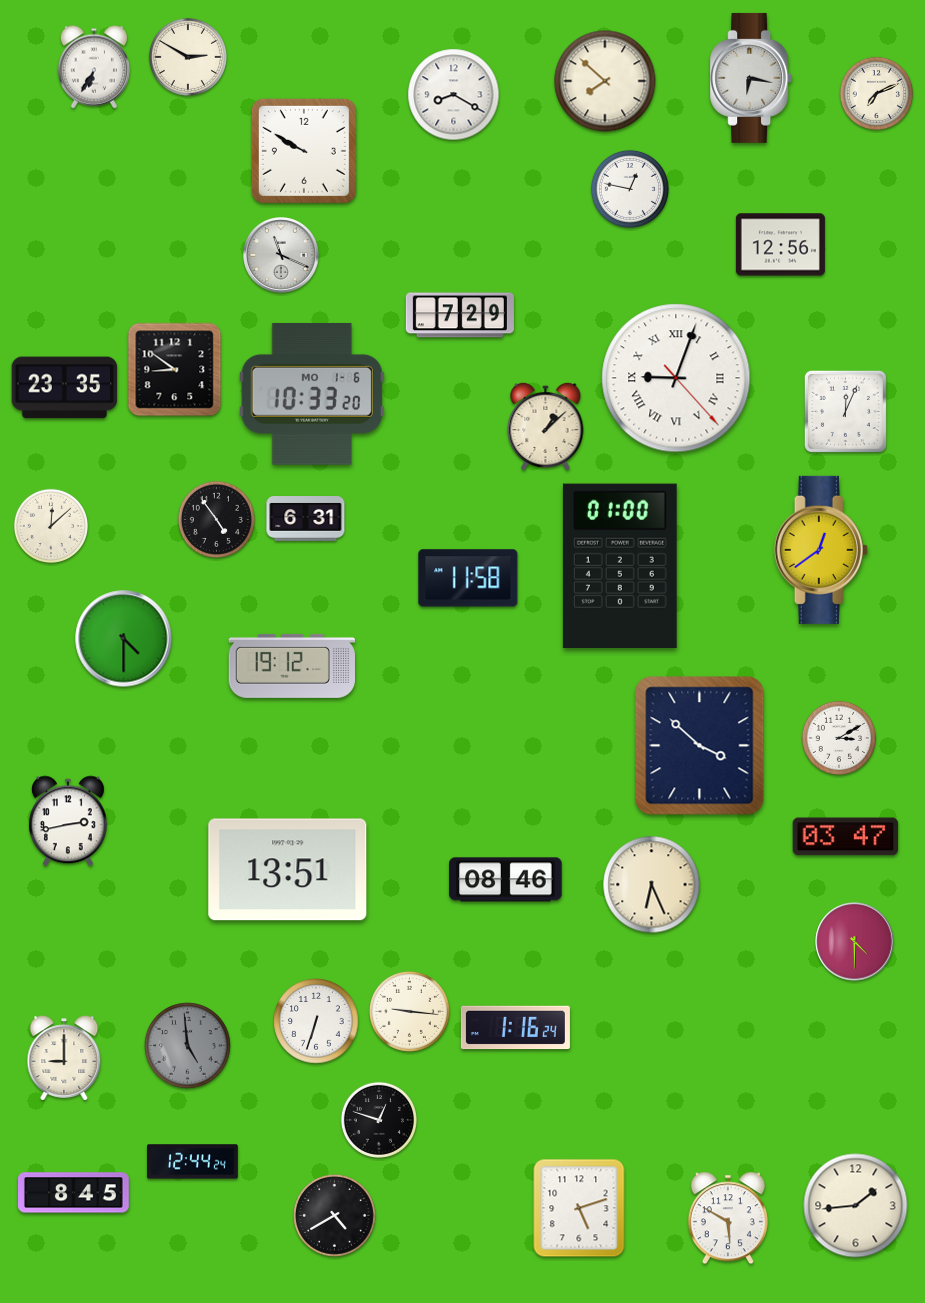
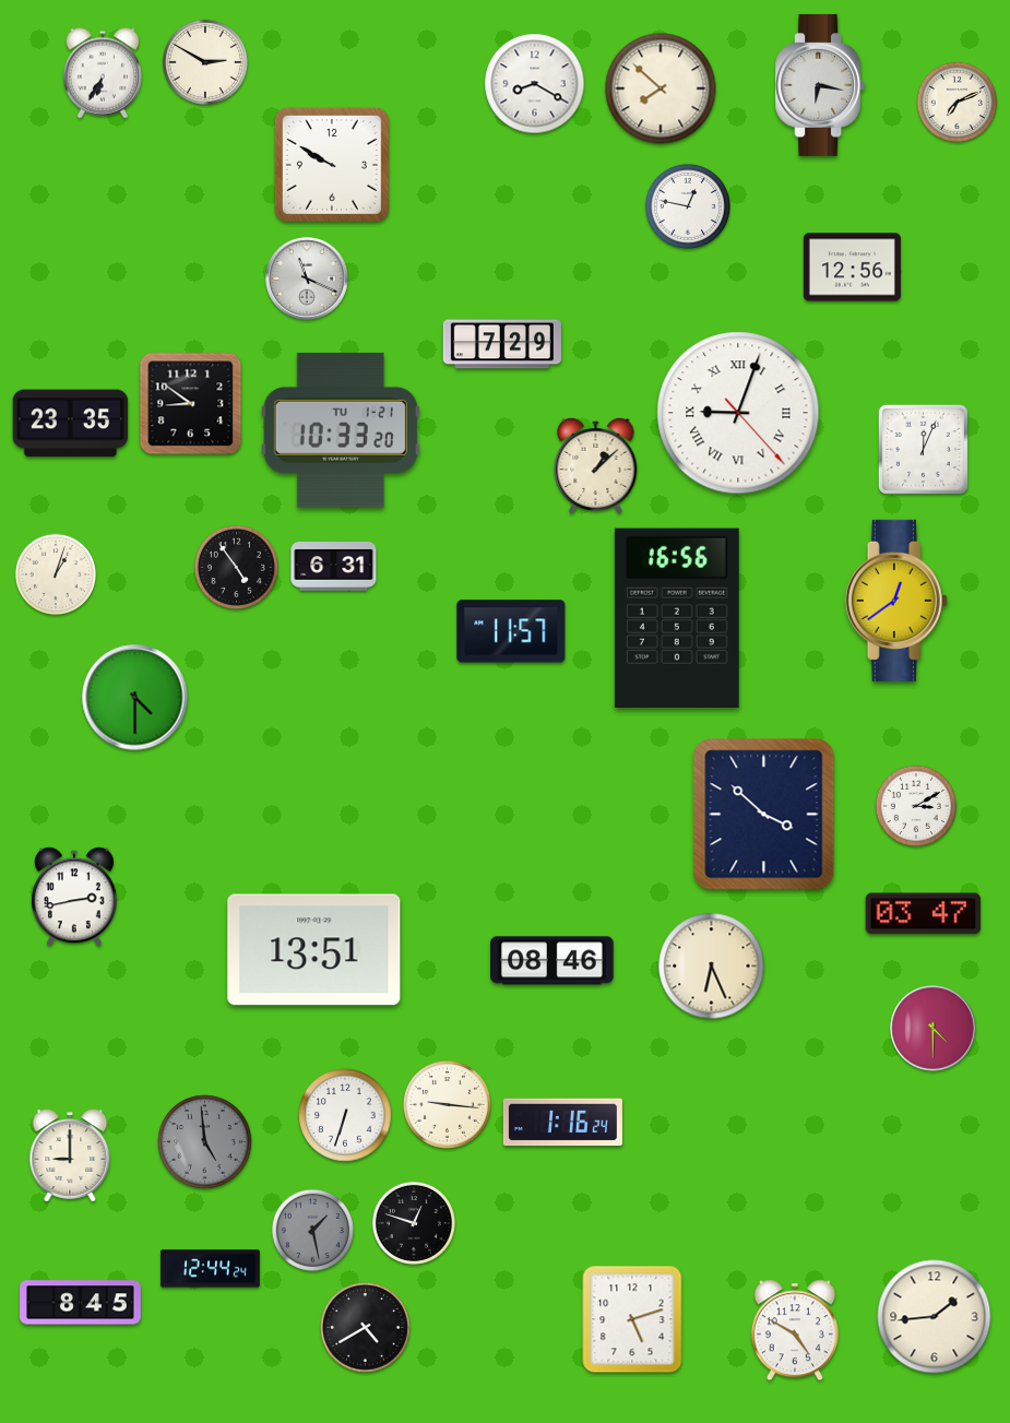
clock at (454, 95) position: (454, 95) -> (535, 84)
clock at (312, 394) date: MO 1-6 -> TU 1-21
clock at (50, 525): 12:08 -> 1:03
clock at (620, 565): 01:00 -> 16:56
clock at (468, 578): 11:58 -> 11:57
clock at (291, 666): 19:12 -> none
clock at (312, 1230): none -> 1:28
clock at (728, 1218): 5:50 -> 4:50
